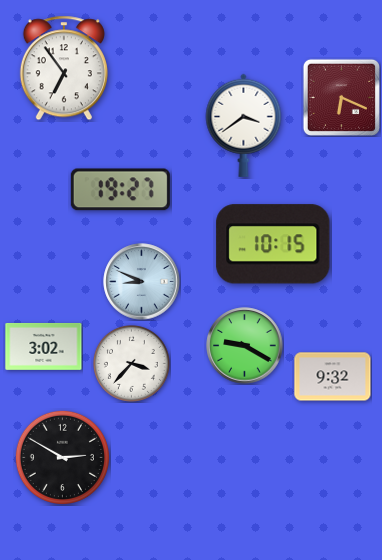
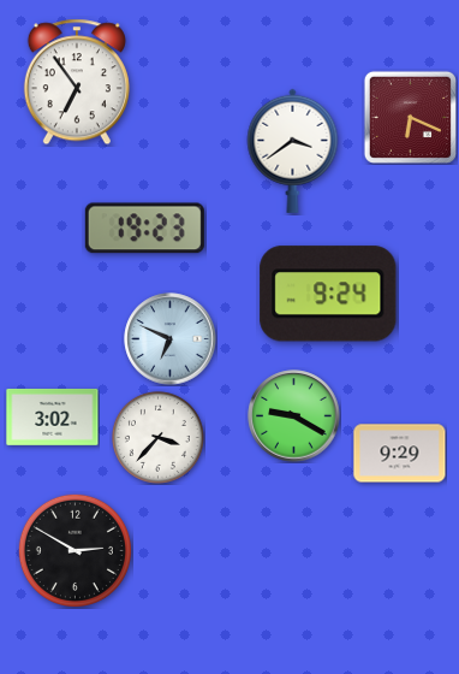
clock at (120, 190): 19:27 -> 19:23
clock at (273, 244): 10:15 -> 9:24
clock at (142, 282): 8:49 -> 6:49
clock at (333, 377): 9:32 -> 9:29
